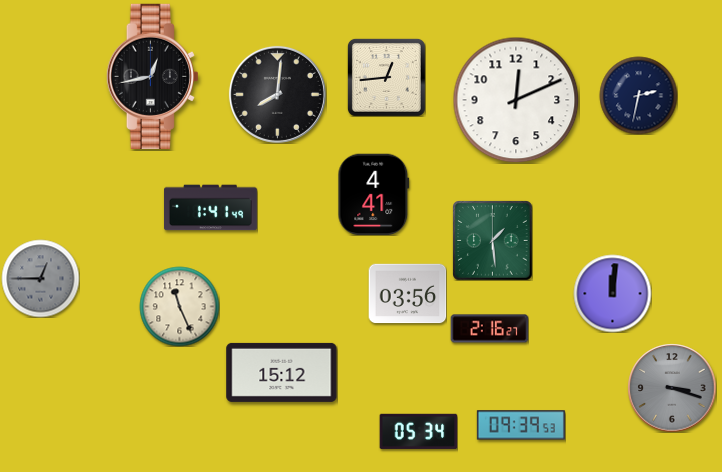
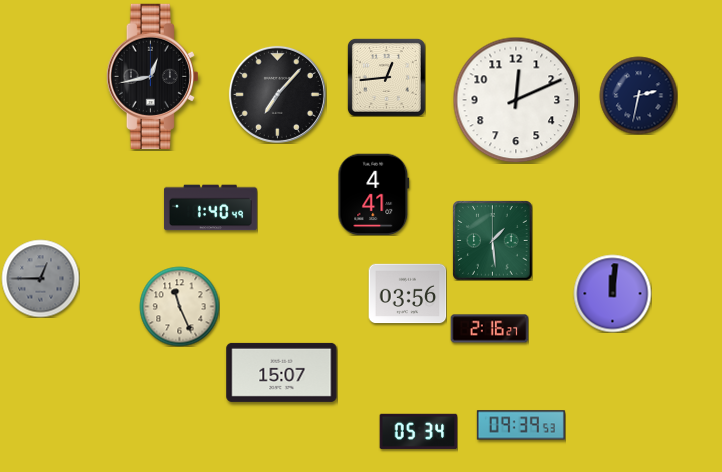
clock at (277, 94): 8:01 -> 7:07
clock at (210, 208): 1:41 -> 1:40
clock at (282, 372): 15:12 -> 15:07
clock at (672, 388): 3:18 -> none
